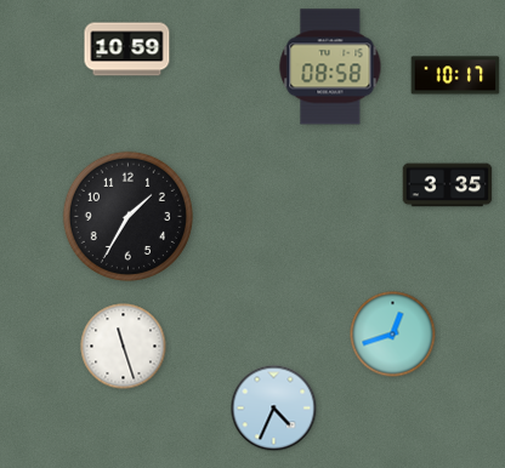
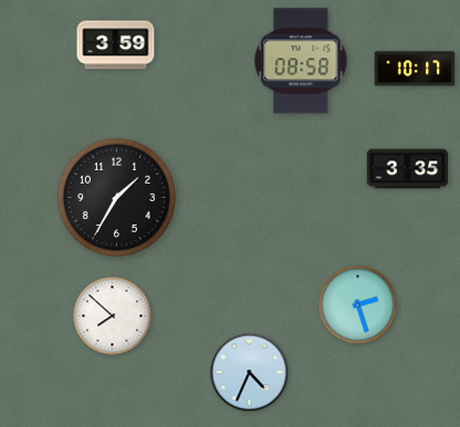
clock at (127, 50): 10:59 -> 3:59
clock at (393, 335): 12:42 -> 2:27
clock at (124, 347): 11:27 -> 7:52
